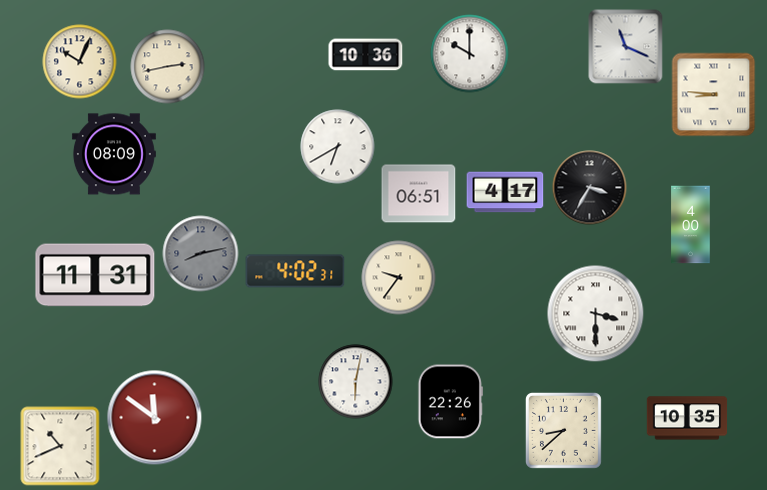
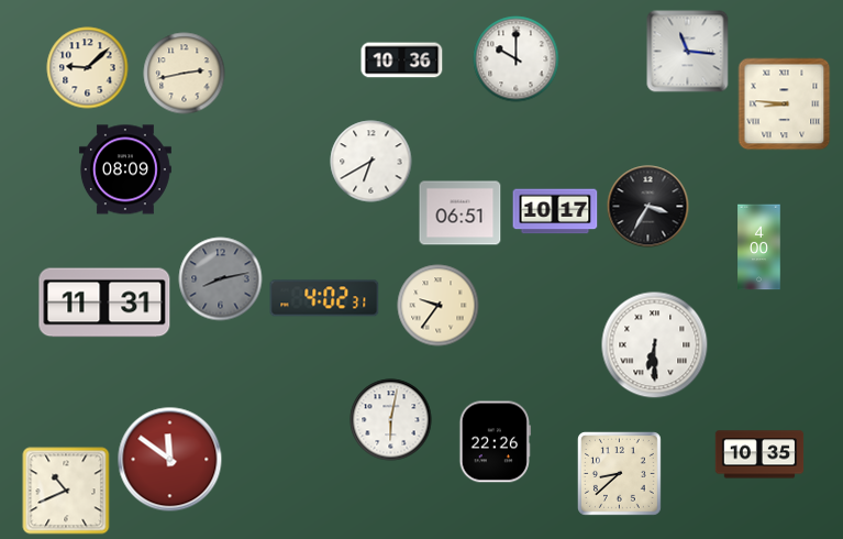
clock at (626, 47): 11:19 -> 11:16
clock at (80, 62): 10:04 -> 9:08
clock at (505, 192): 4:17 -> 10:17
clock at (596, 314): 3:30 -> 6:30
clock at (687, 418) position: (687, 418) -> (759, 454)
